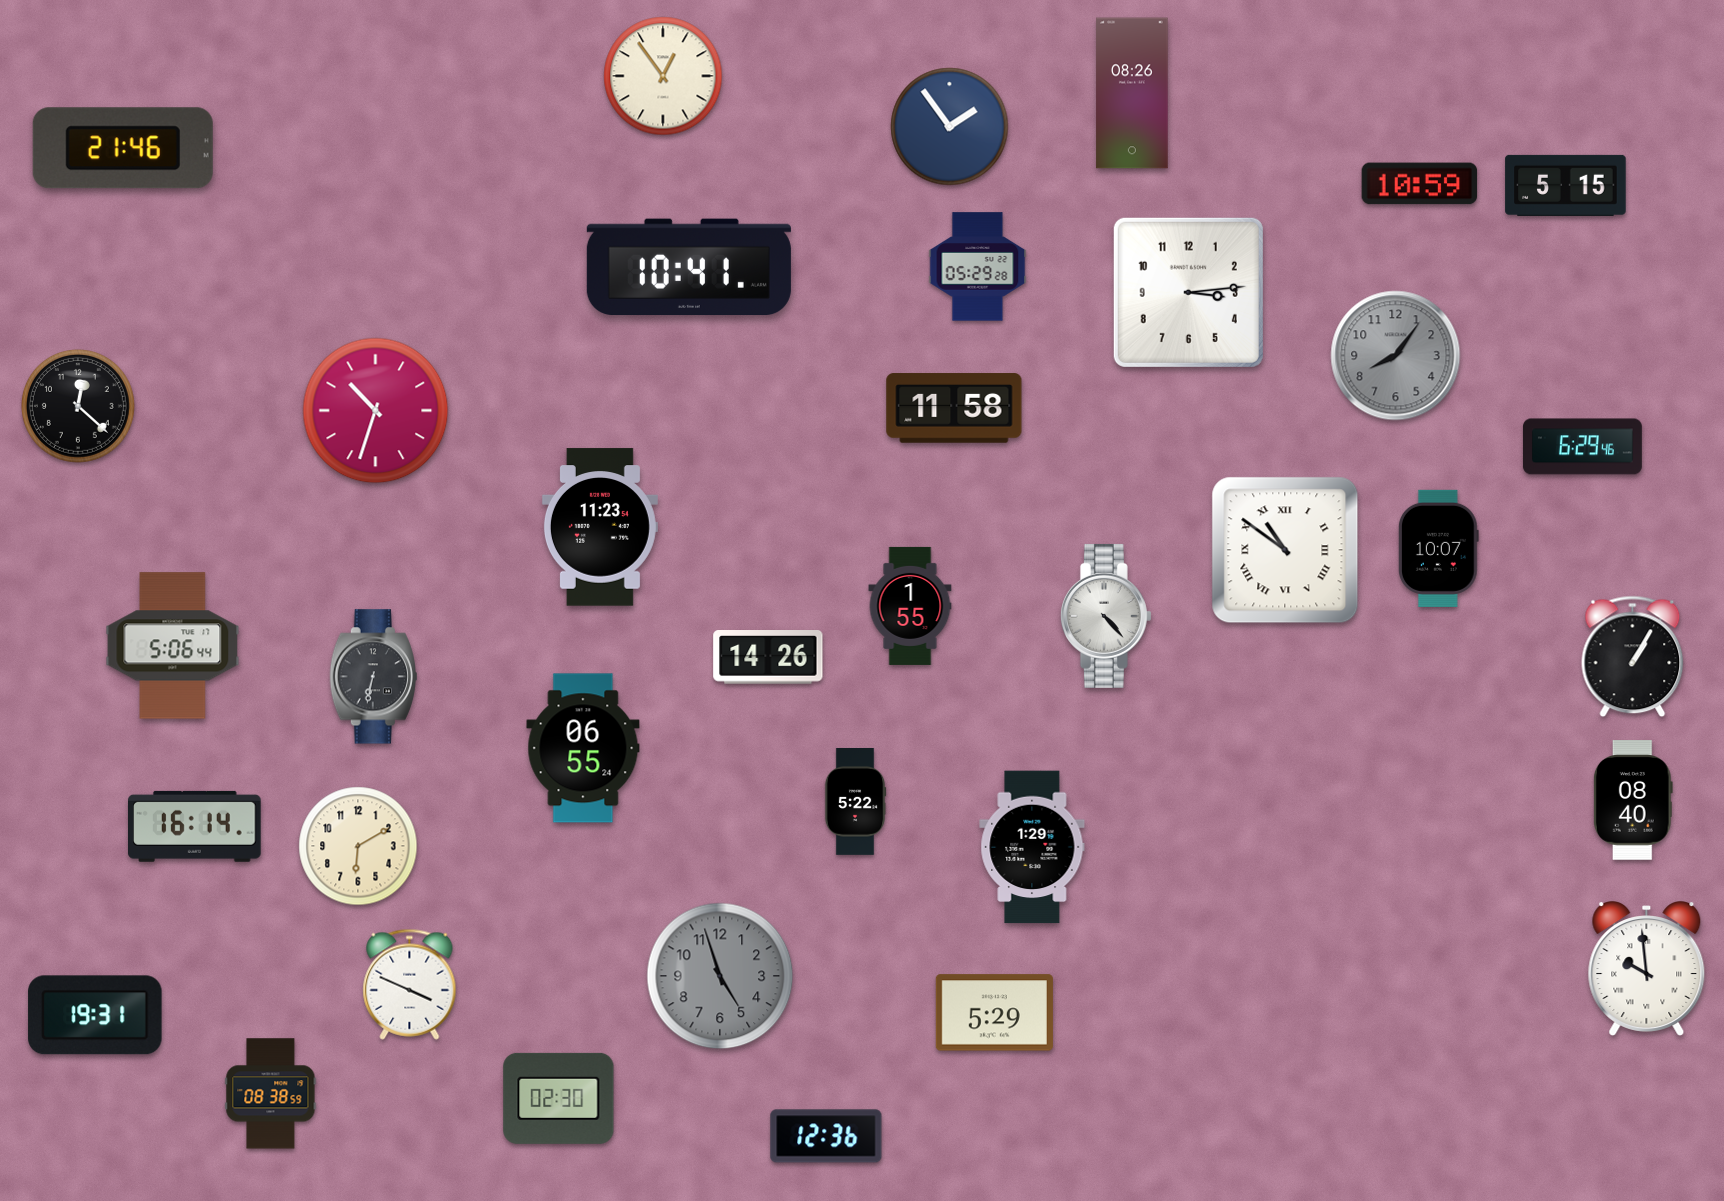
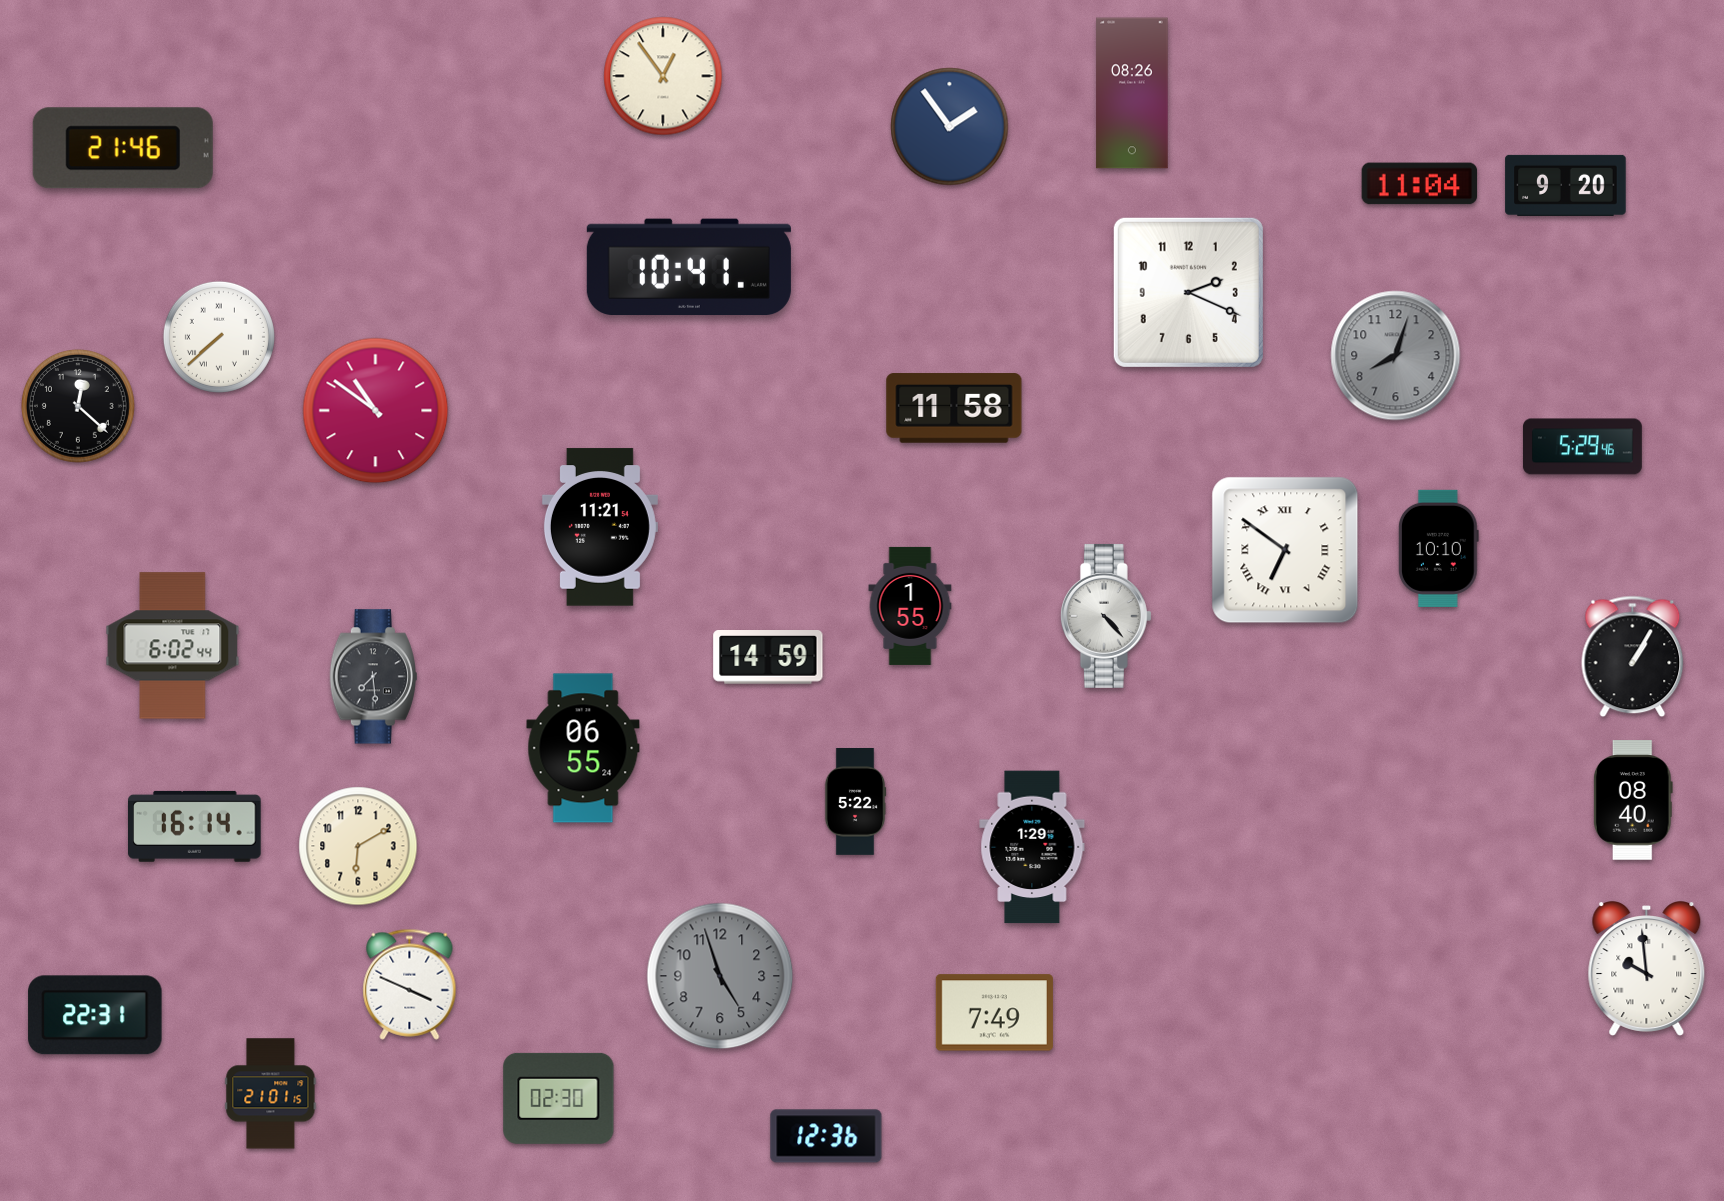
clock at (1420, 184): 10:59 -> 11:04
clock at (1566, 185): 5:15 -> 9:20
clock at (978, 267): 05:29 -> none
clock at (1188, 292): 3:14 -> 2:19
clock at (219, 337): none -> 7:38
clock at (1396, 356): 8:06 -> 8:03
clock at (376, 411): 10:33 -> 10:51
clock at (1582, 447): 6:29 -> 5:29
clock at (600, 527): 11:23 -> 11:21
clock at (1438, 548): 10:07 -> 10:10
clock at (1285, 550): 10:51 -> 6:51
clock at (173, 646): 5:06 -> 6:02
clock at (768, 657): 14:26 -> 14:59
clock at (373, 677): 6:32 -> 7:29
clock at (994, 1013): 5:29 -> 7:49
clock at (95, 1015): 19:31 -> 22:31
clock at (271, 1094): 08:38 -> 21:01
